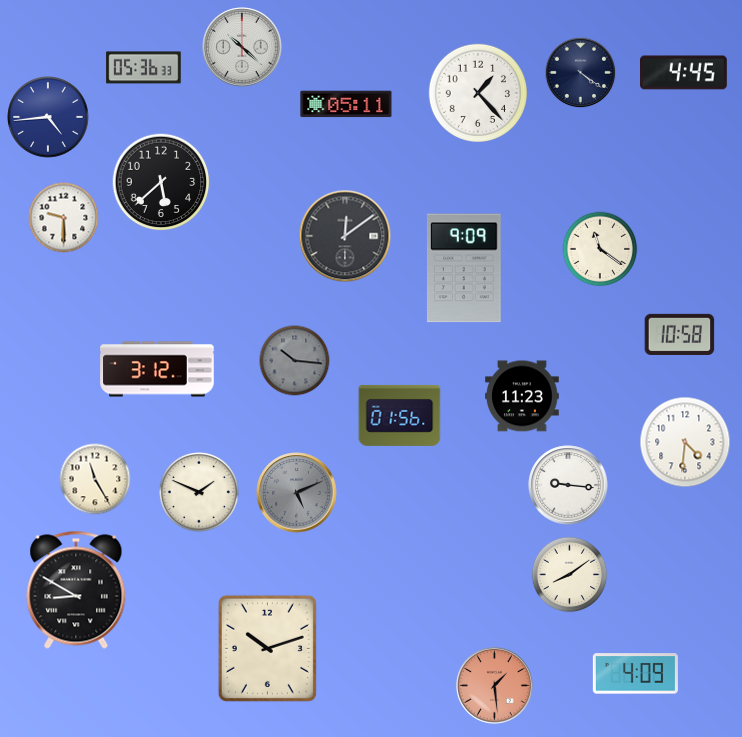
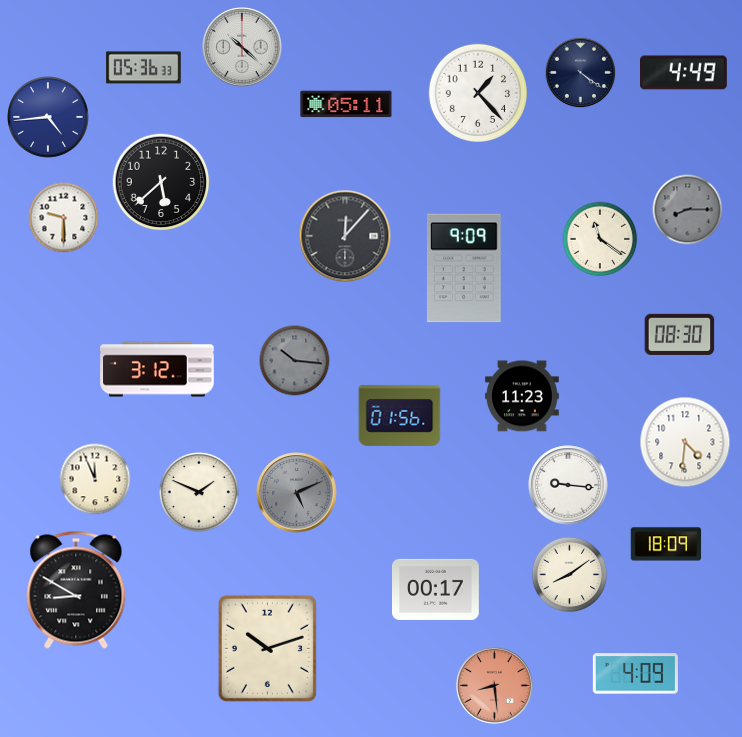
clock at (684, 73): 4:45 -> 4:49
clock at (688, 210): none -> 8:15
clock at (345, 236): 12:09 -> 12:07
clock at (600, 249) position: (600, 249) -> (600, 239)
clock at (680, 334): 10:58 -> 08:30
clock at (95, 479): 11:25 -> 11:56
clock at (666, 544): none -> 18:09
clock at (436, 589): none -> 00:17
clock at (495, 686): 1:29 -> 8:29
